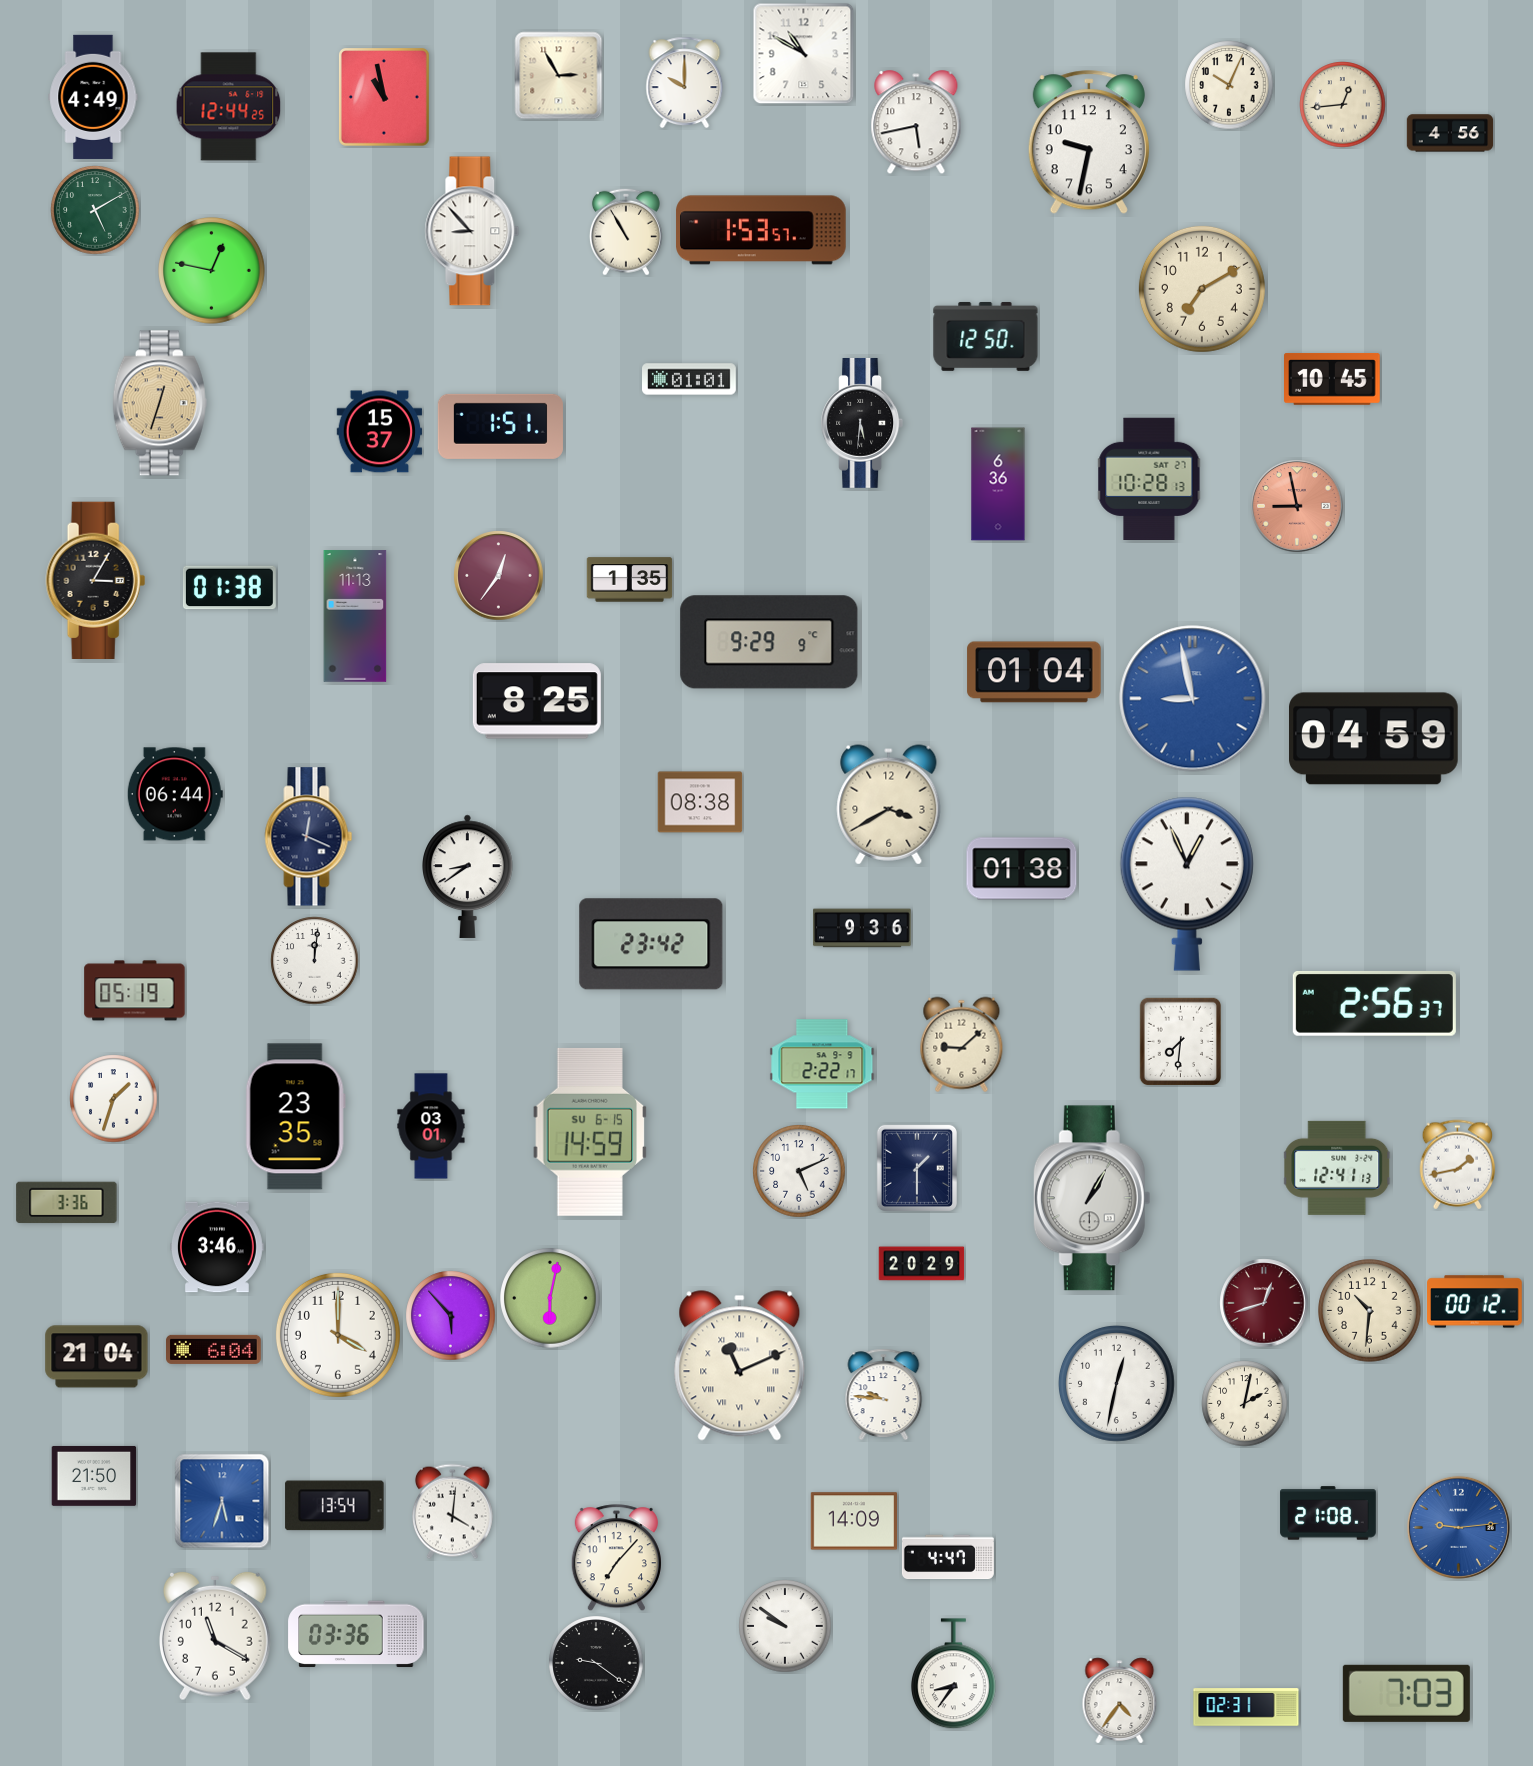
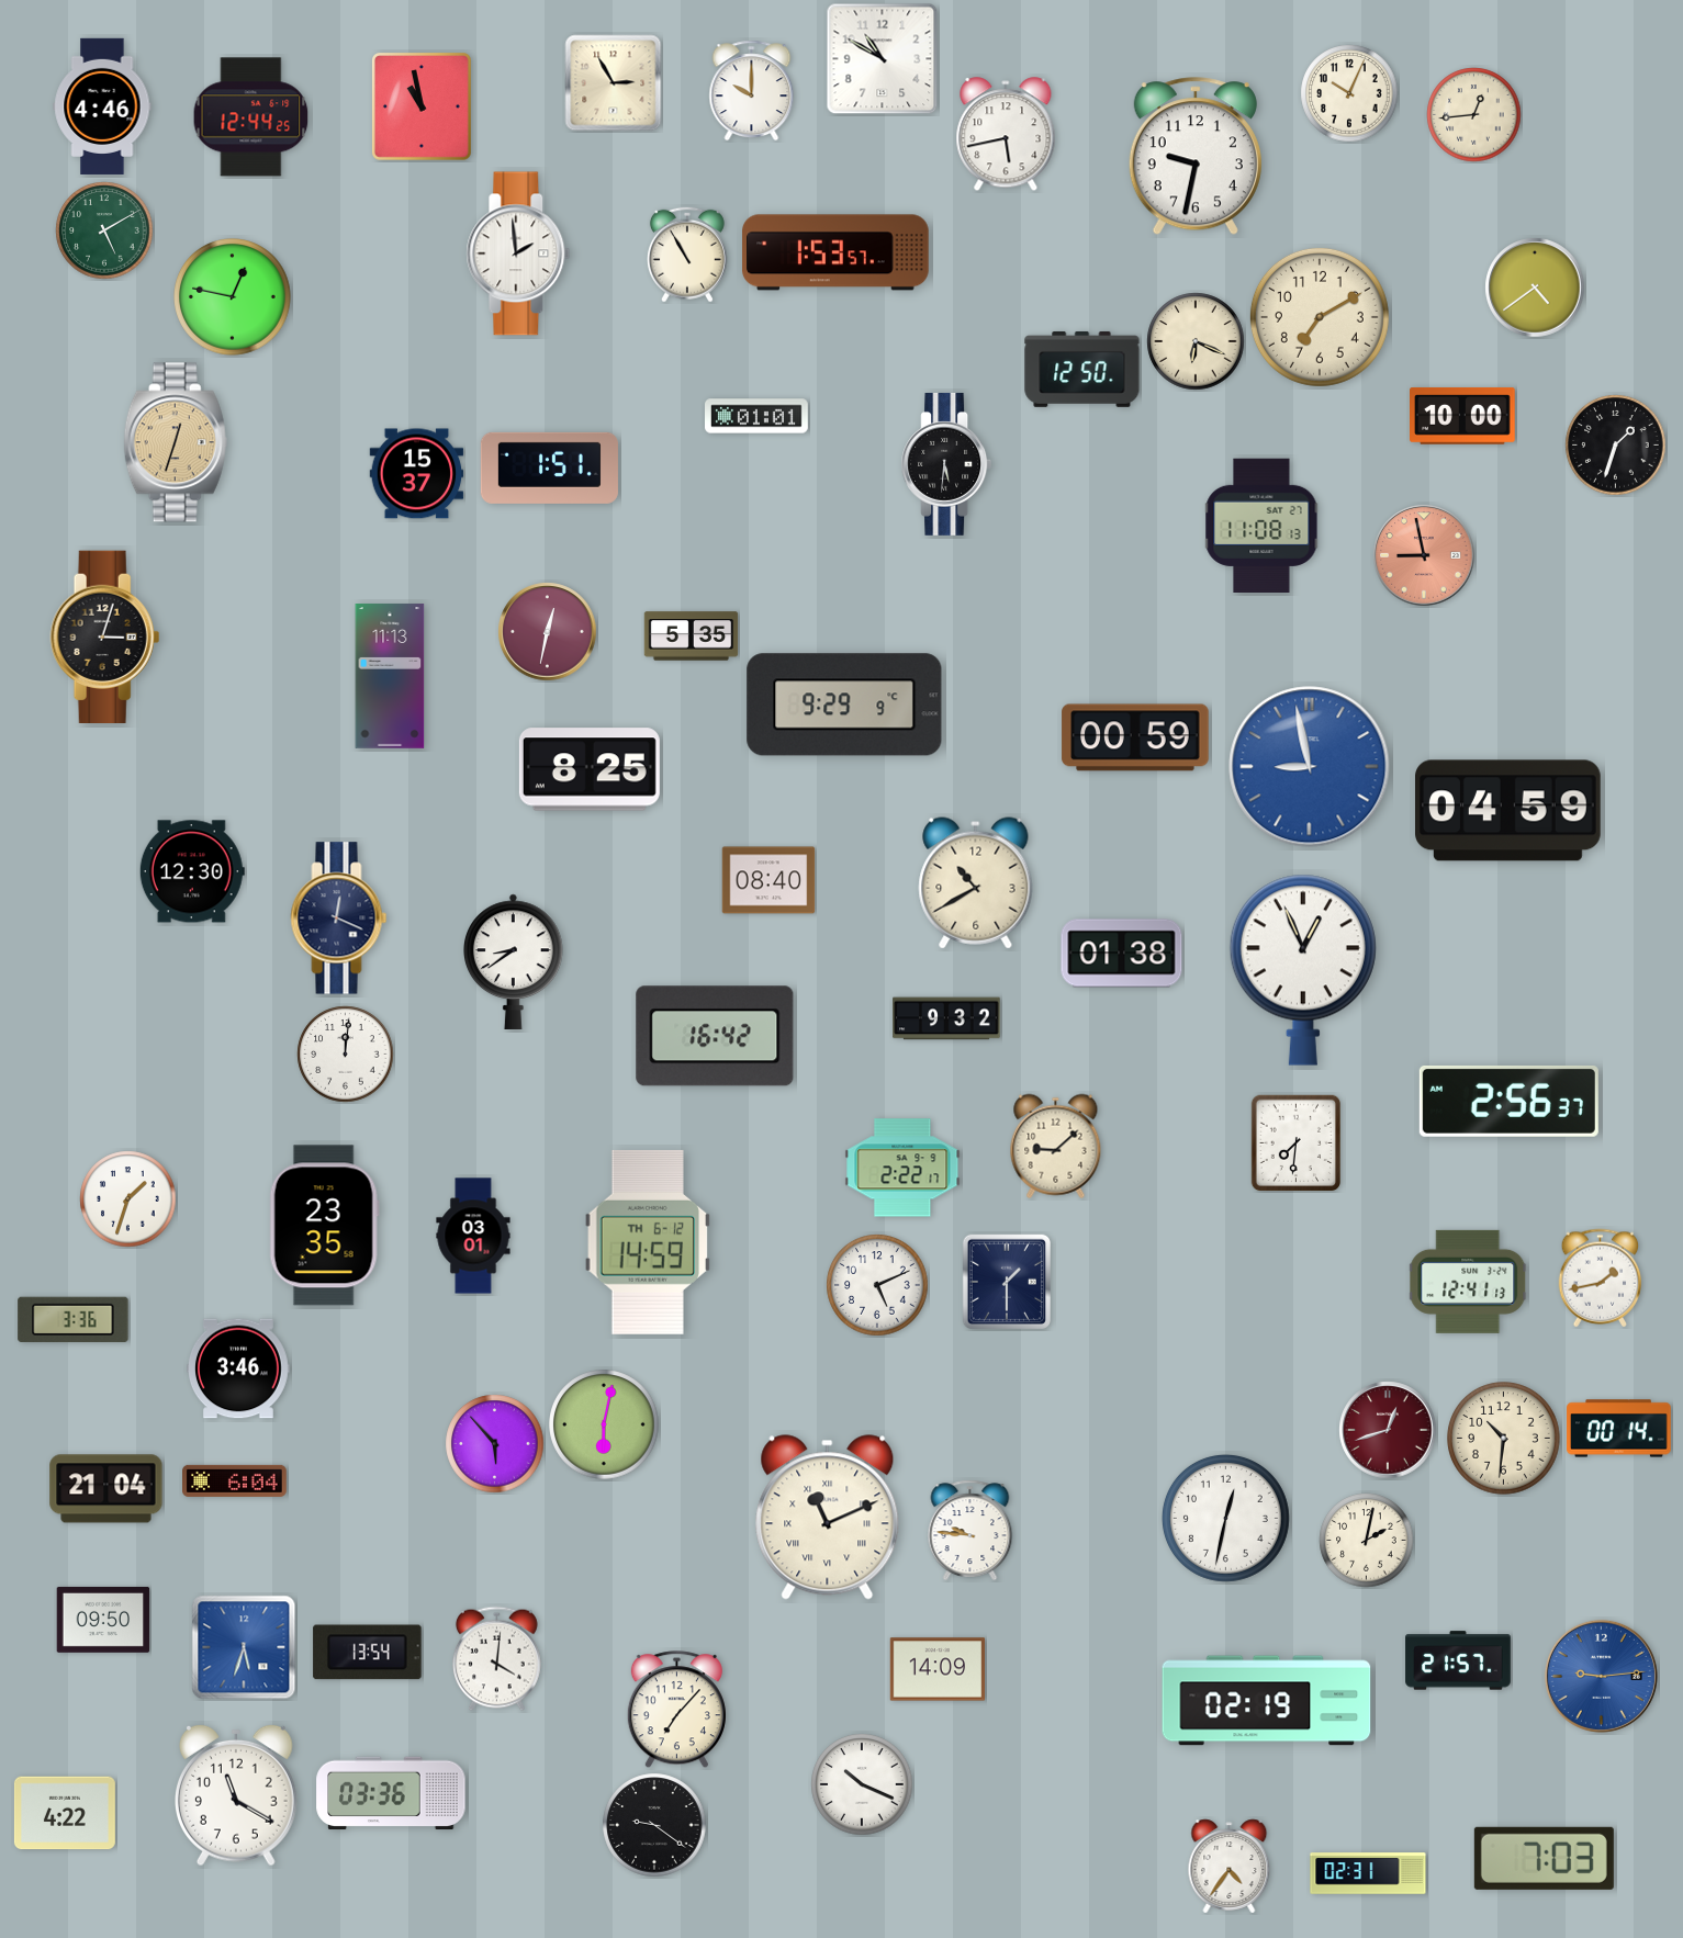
clock at (93, 97): 4:49 -> 4:46
clock at (1450, 133): 4:56 -> none
clock at (472, 231): 8:53 -> 1:59
clock at (1535, 288): none -> 4:39
clock at (1196, 341): none -> 6:19
clock at (1332, 380): 10:45 -> 10:00
clock at (1616, 446): none -> 1:33
clock at (1149, 478): 10:28 -> 11:08
clock at (998, 484): 6:36 -> none
clock at (499, 576): 12:36 -> 12:32
clock at (96, 580): 3:05 -> 3:03
clock at (630, 580): 1:35 -> 5:35
clock at (229, 588): 01:38 -> none
clock at (1034, 672): 01:04 -> 00:59
clock at (175, 794): 06:44 -> 12:30
clock at (700, 802): 08:38 -> 08:40
clock at (889, 805): 3:40 -> 10:40
clock at (862, 928): 9:36 -> 9:32
clock at (651, 944): 23:42 -> 16:42
clock at (135, 991): 05:19 -> none
clock at (114, 1099) position: (114, 1099) -> (128, 1199)
clock at (590, 1132) date: SU 6-15 -> TH 6-12
clock at (1092, 1198): 1:05 -> none
clock at (922, 1264): 20:29 -> none
clock at (1475, 1302): 00:12 -> 00:14
clock at (338, 1335): 4:00 -> none
clock at (740, 1366) position: (740, 1366) -> (828, 1518)
clock at (94, 1476): 21:50 -> 09:50
clock at (1328, 1513): 21:08 -> 21:57
clock at (1267, 1701): none -> 02:19
clock at (948, 1557): 4:47 -> none
clock at (785, 1626): 9:51 -> 10:19
clock at (65, 1813): none -> 4:22
clock at (953, 1674): 8:36 -> none
